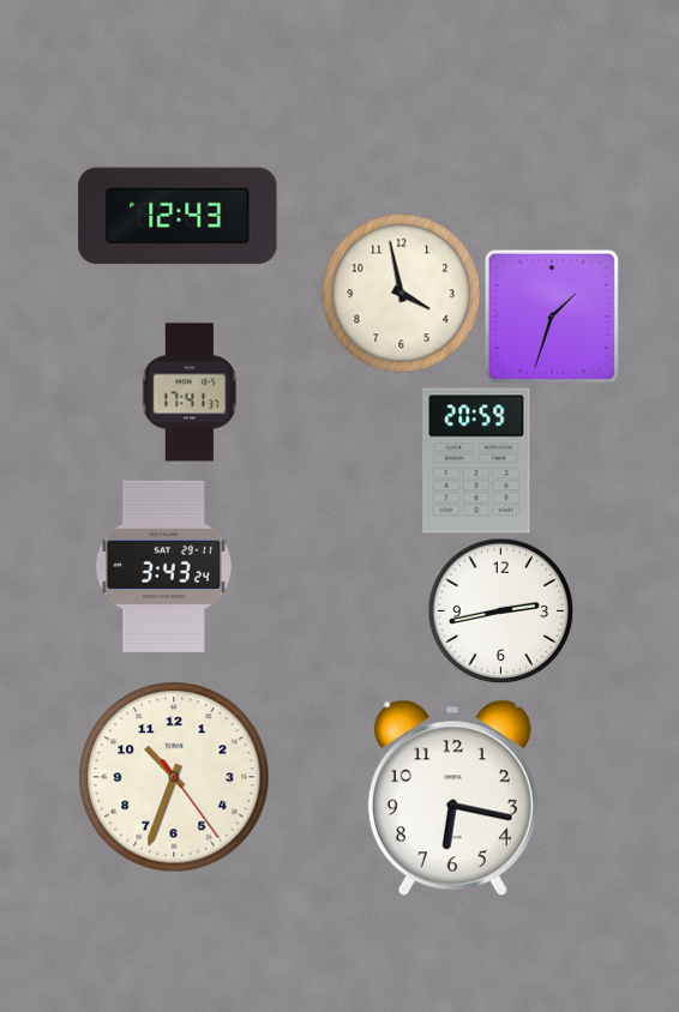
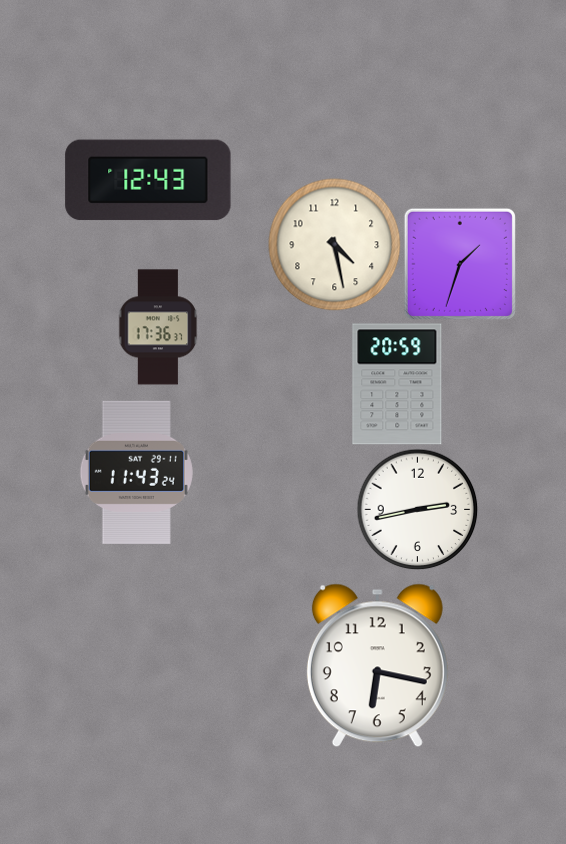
clock at (402, 294): 3:58 -> 4:28
clock at (190, 392): 17:41 -> 17:36
clock at (163, 566): 3:43 -> 11:43
clock at (174, 777): 10:33 -> none
